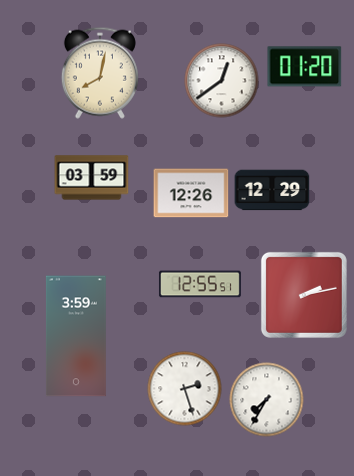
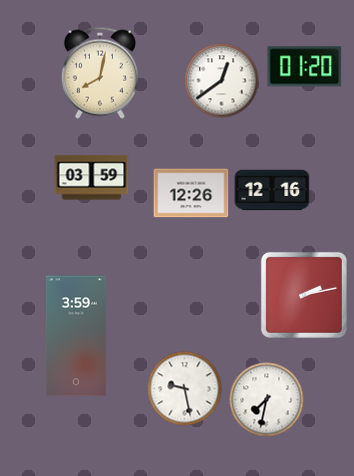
clock at (272, 190): 12:29 -> 12:16
clock at (200, 284): 12:55 -> none
clock at (185, 389): 2:27 -> 9:28
clock at (267, 400): 7:35 -> 7:32
